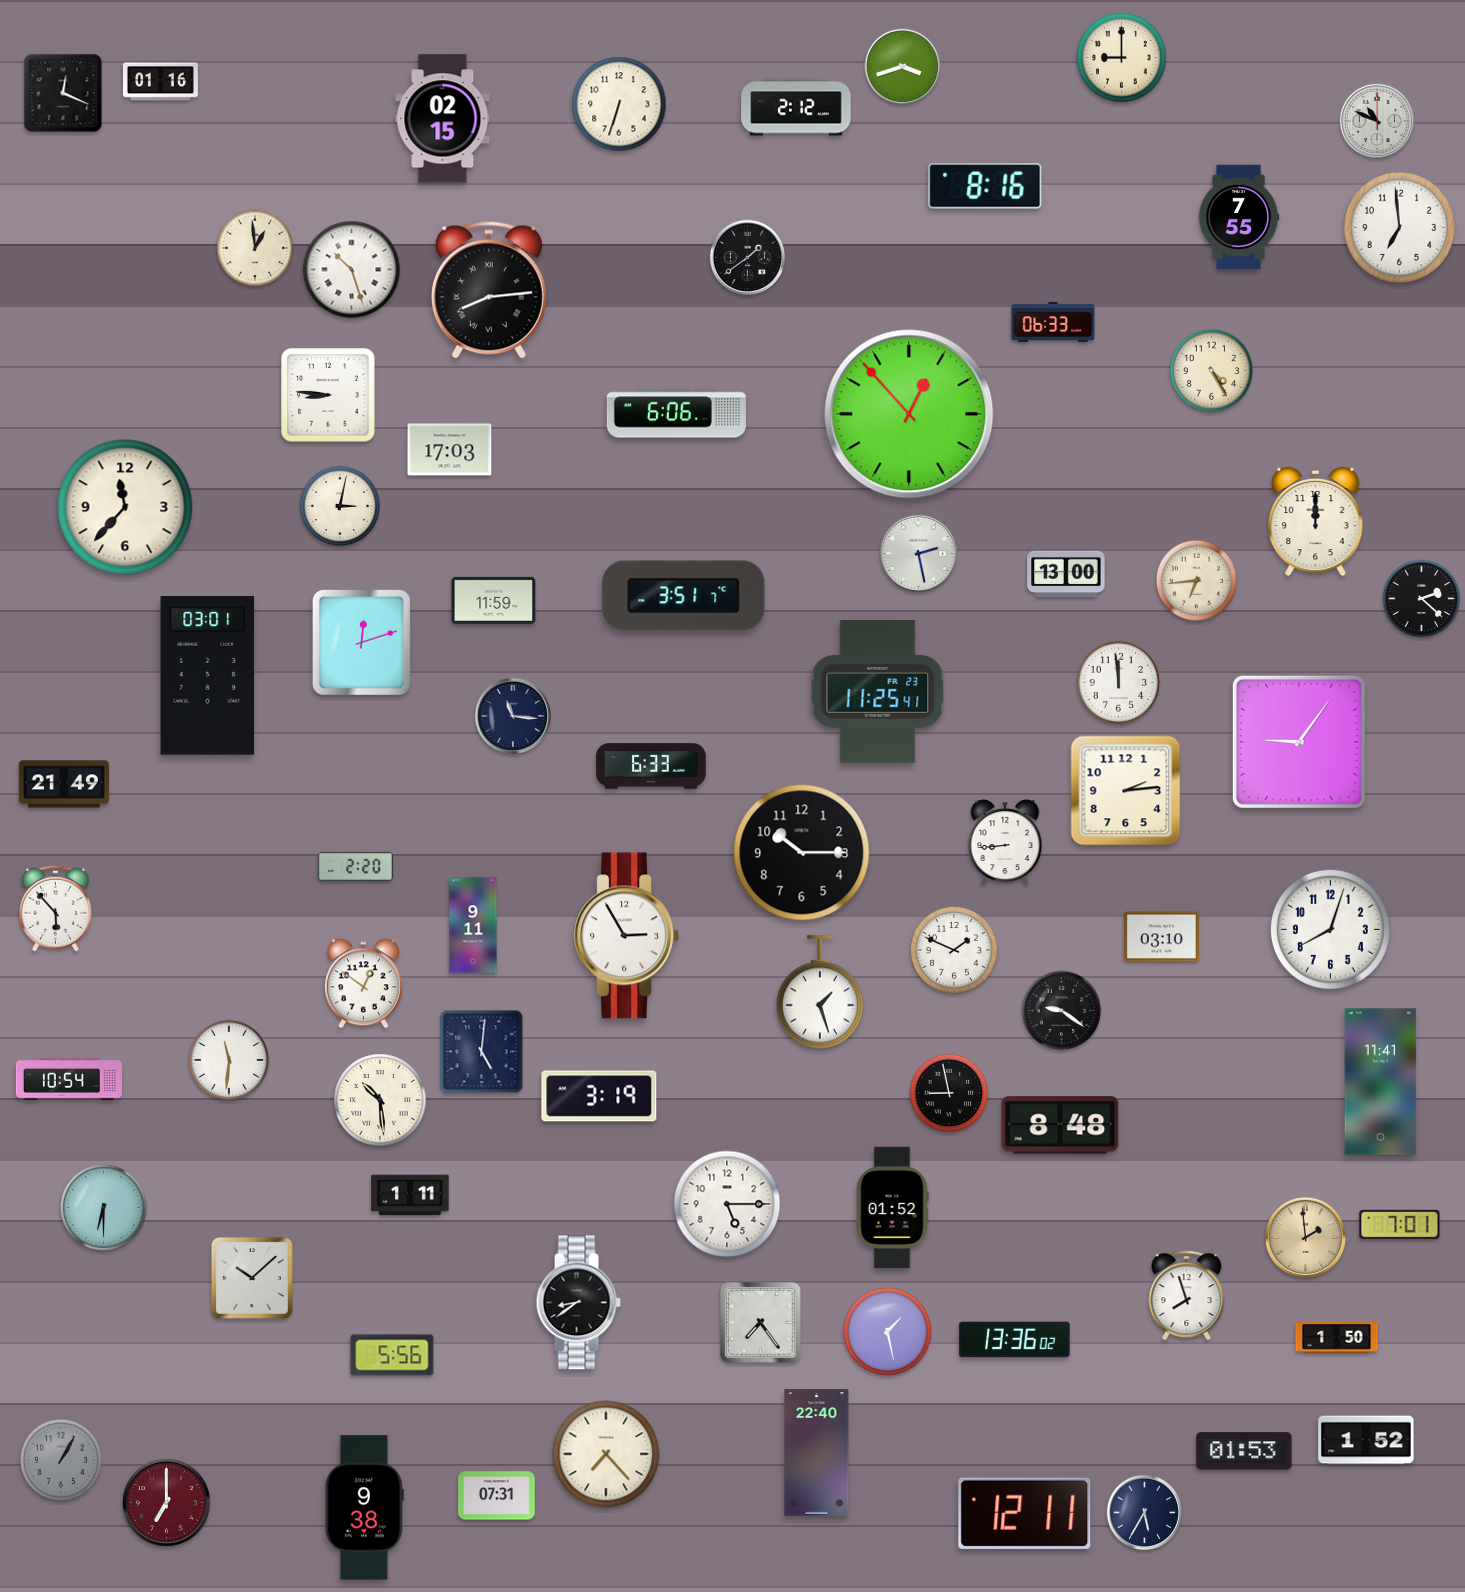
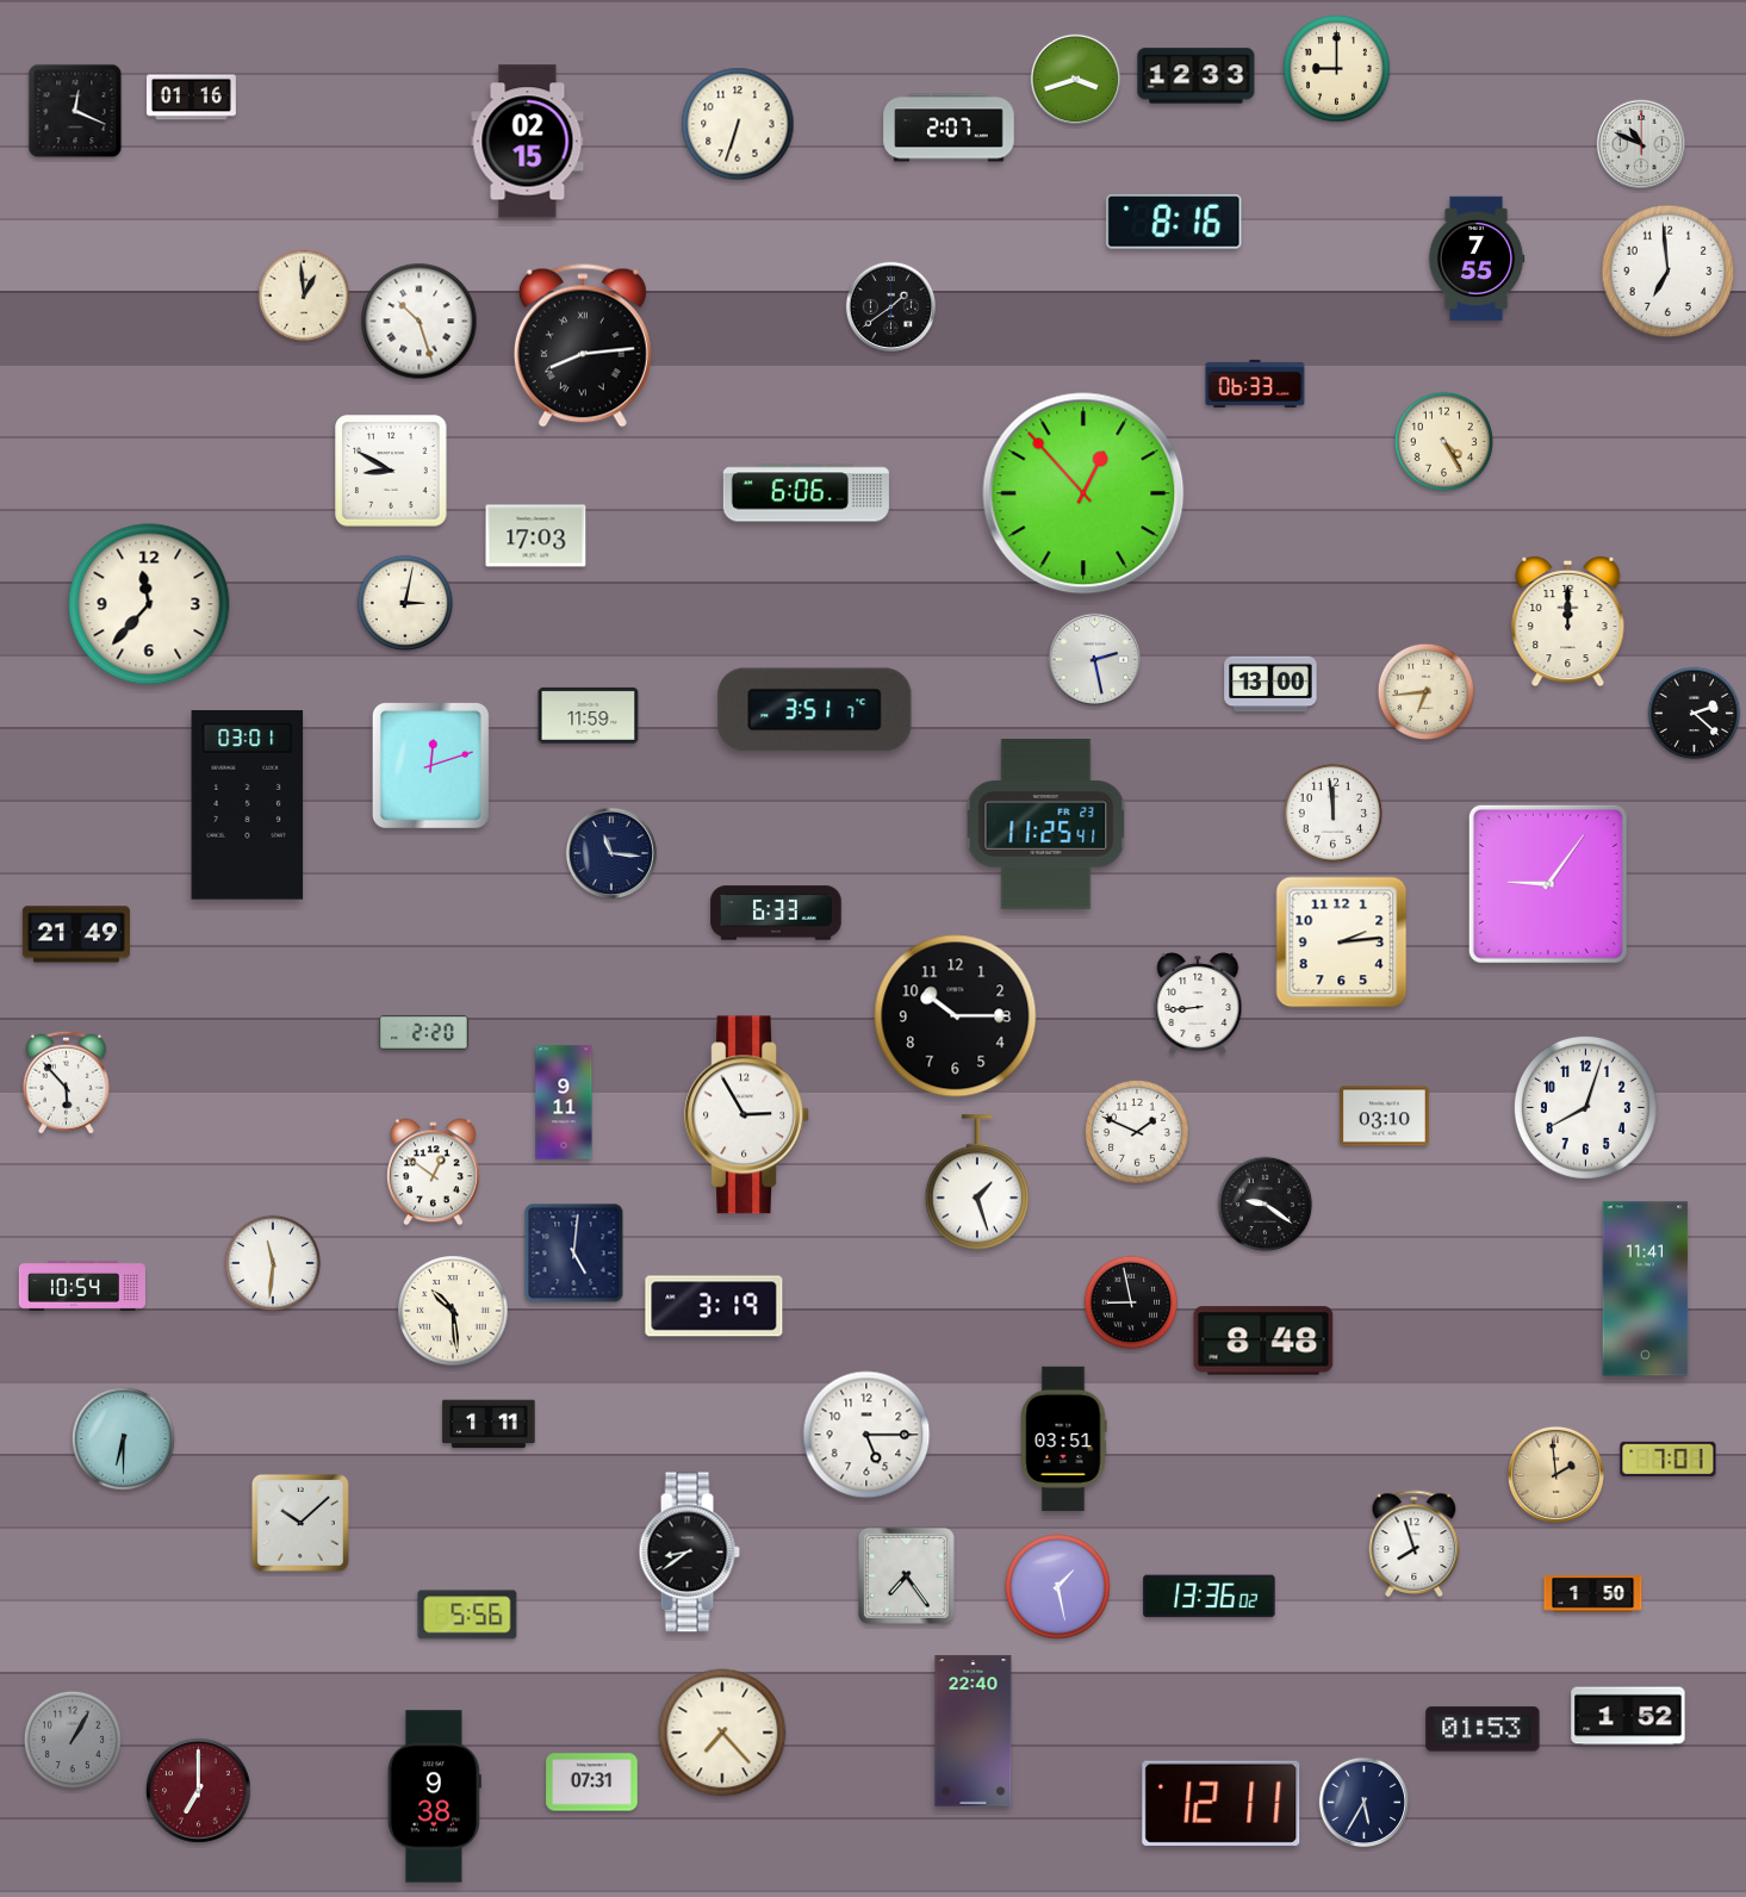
clock at (1197, 76): none -> 12:33
clock at (796, 107): 2:12 -> 2:07
clock at (328, 395): 8:46 -> 8:50
clock at (892, 1208): 01:52 -> 03:51
